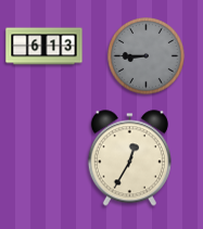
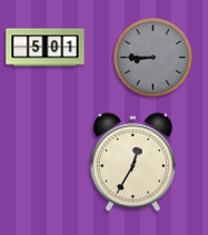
clock at (45, 47): 6:13 -> 5:01
clock at (147, 56) position: (147, 56) -> (153, 58)
